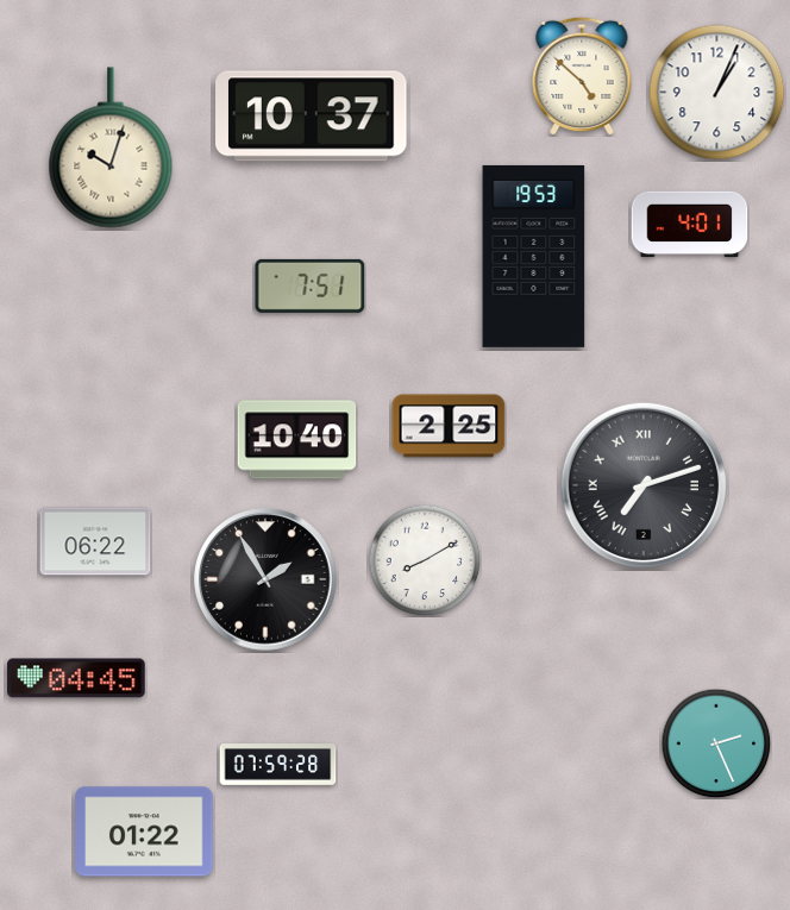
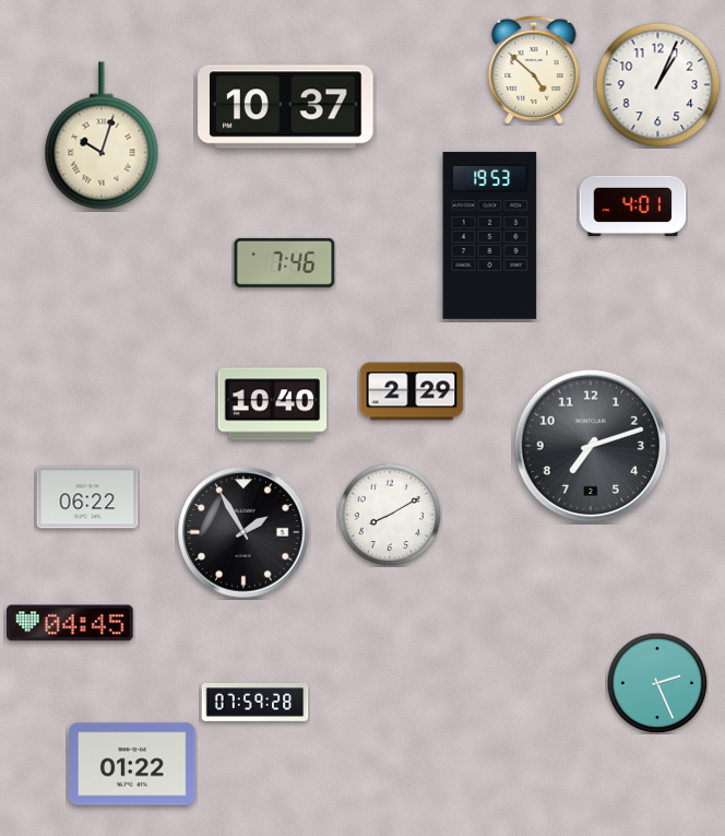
clock at (311, 285): 7:51 -> 7:46
clock at (449, 426): 2:25 -> 2:29
clock at (642, 484) numerals: Roman -> Arabic
